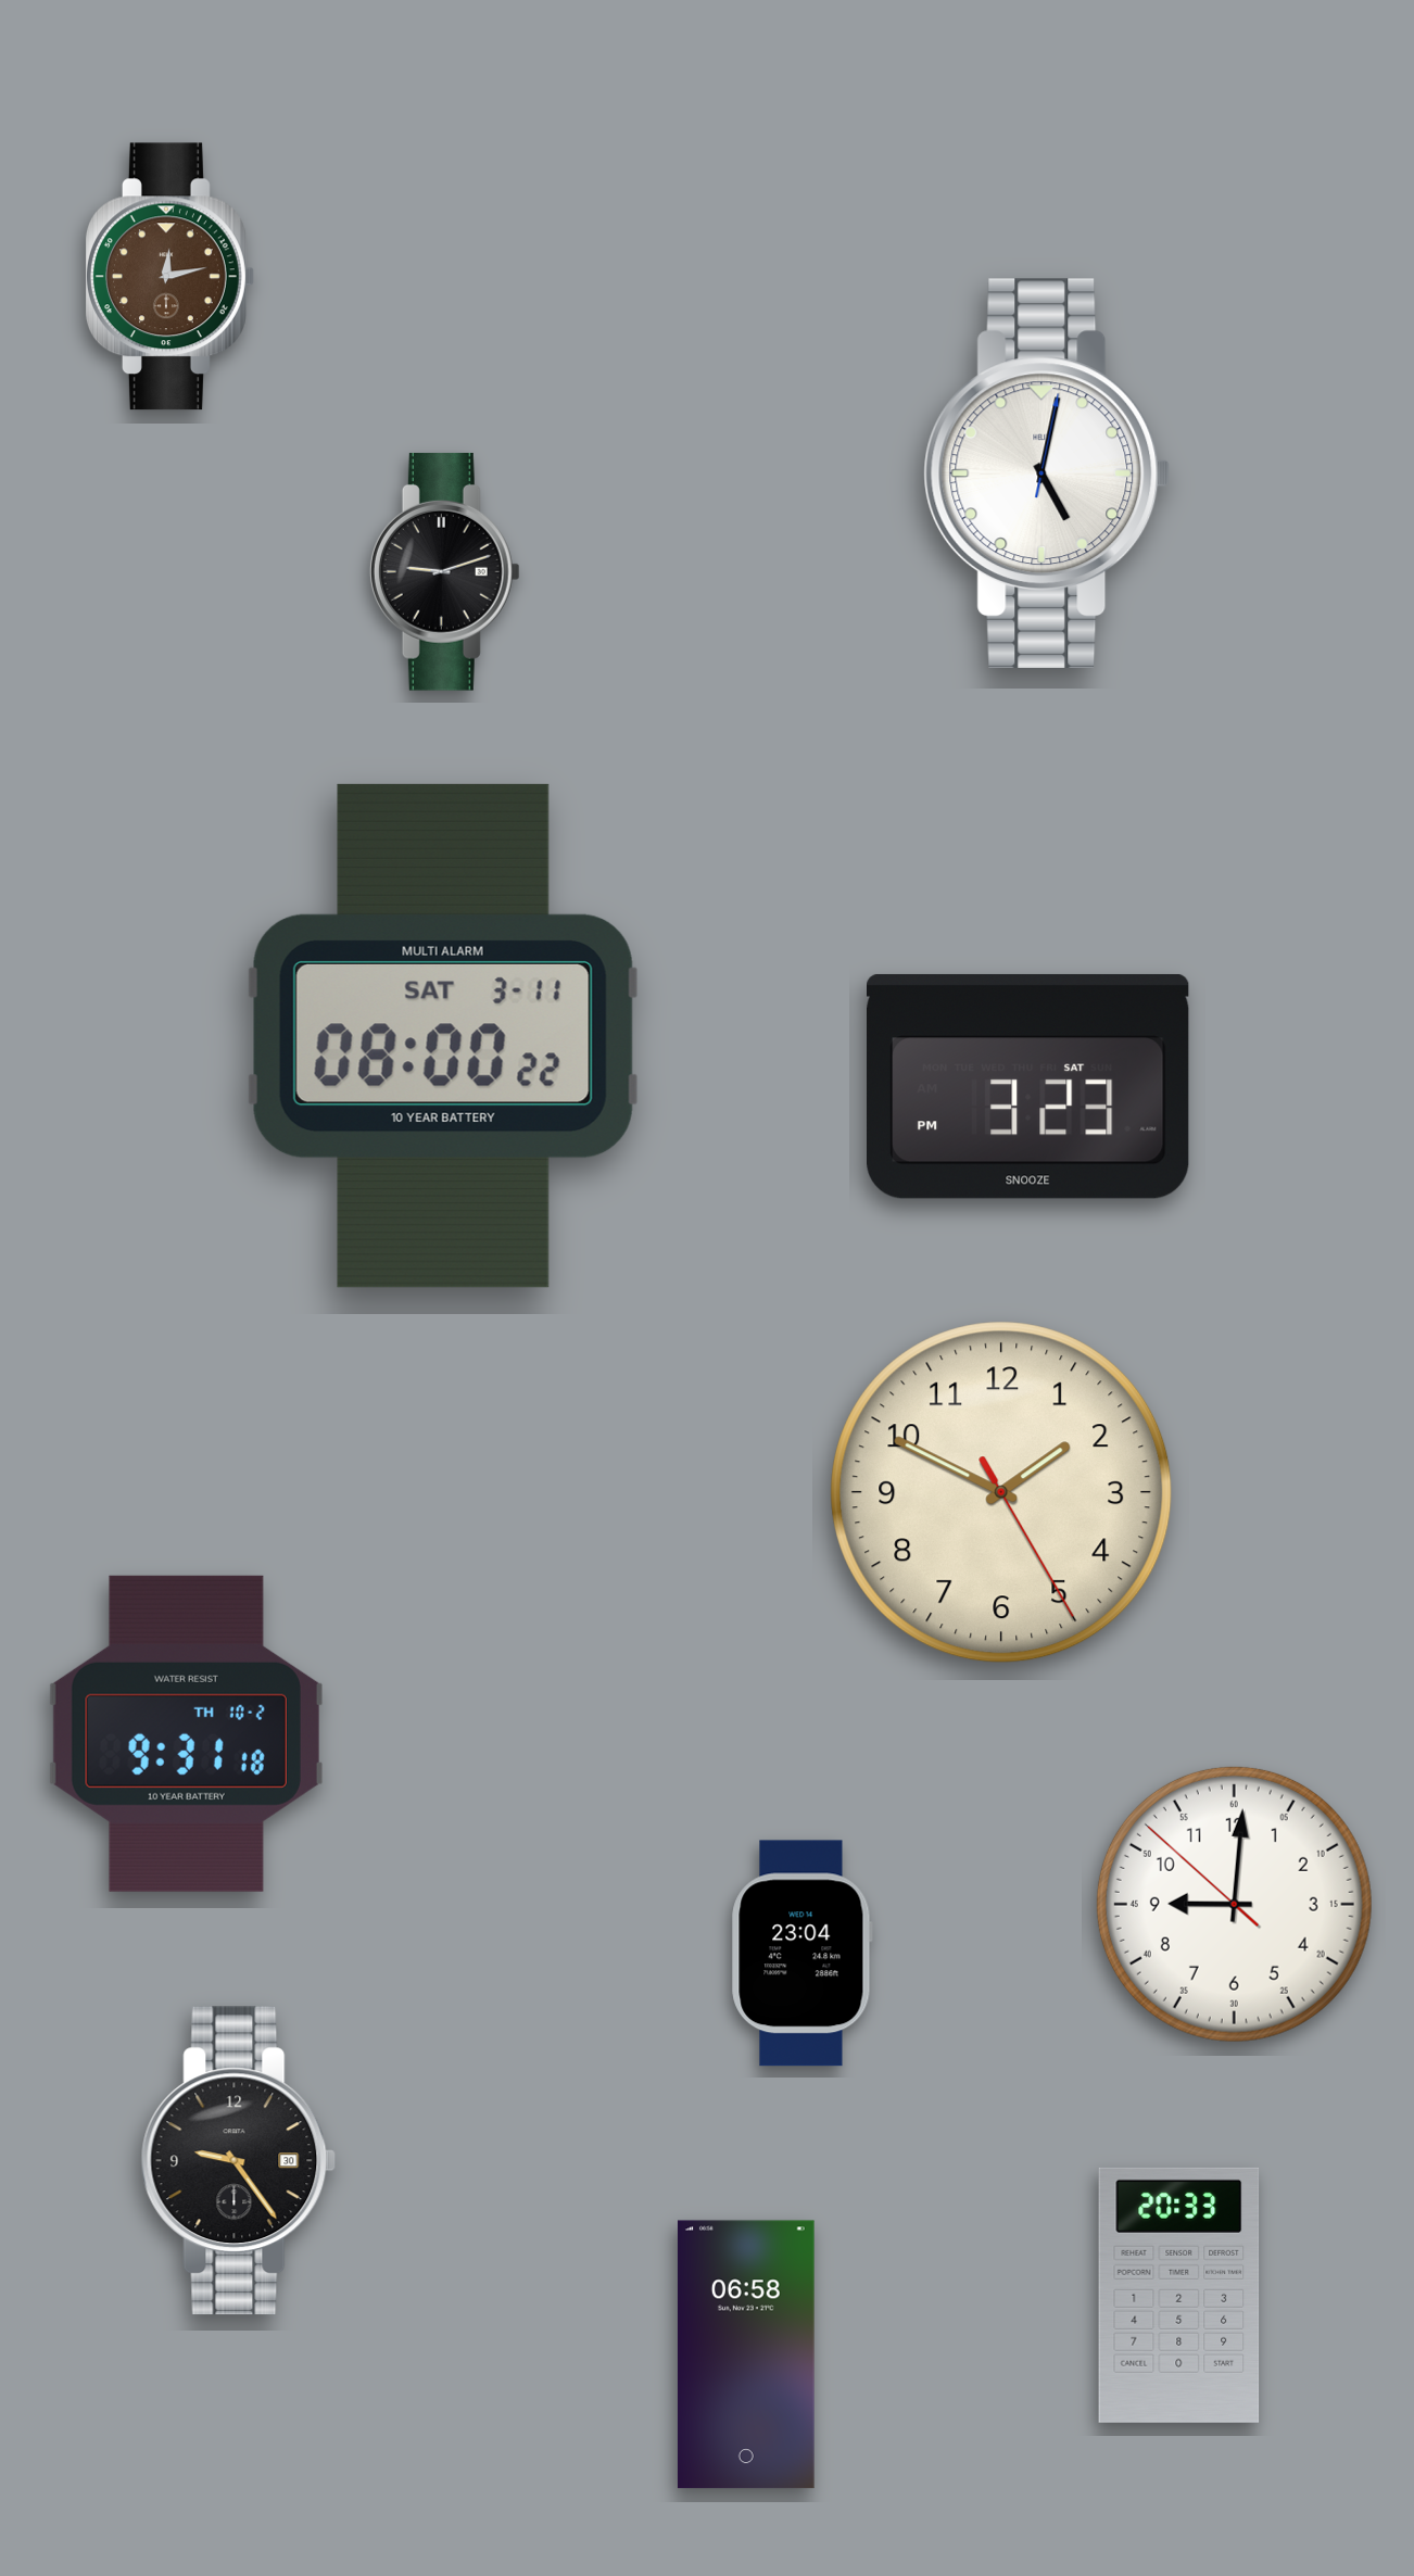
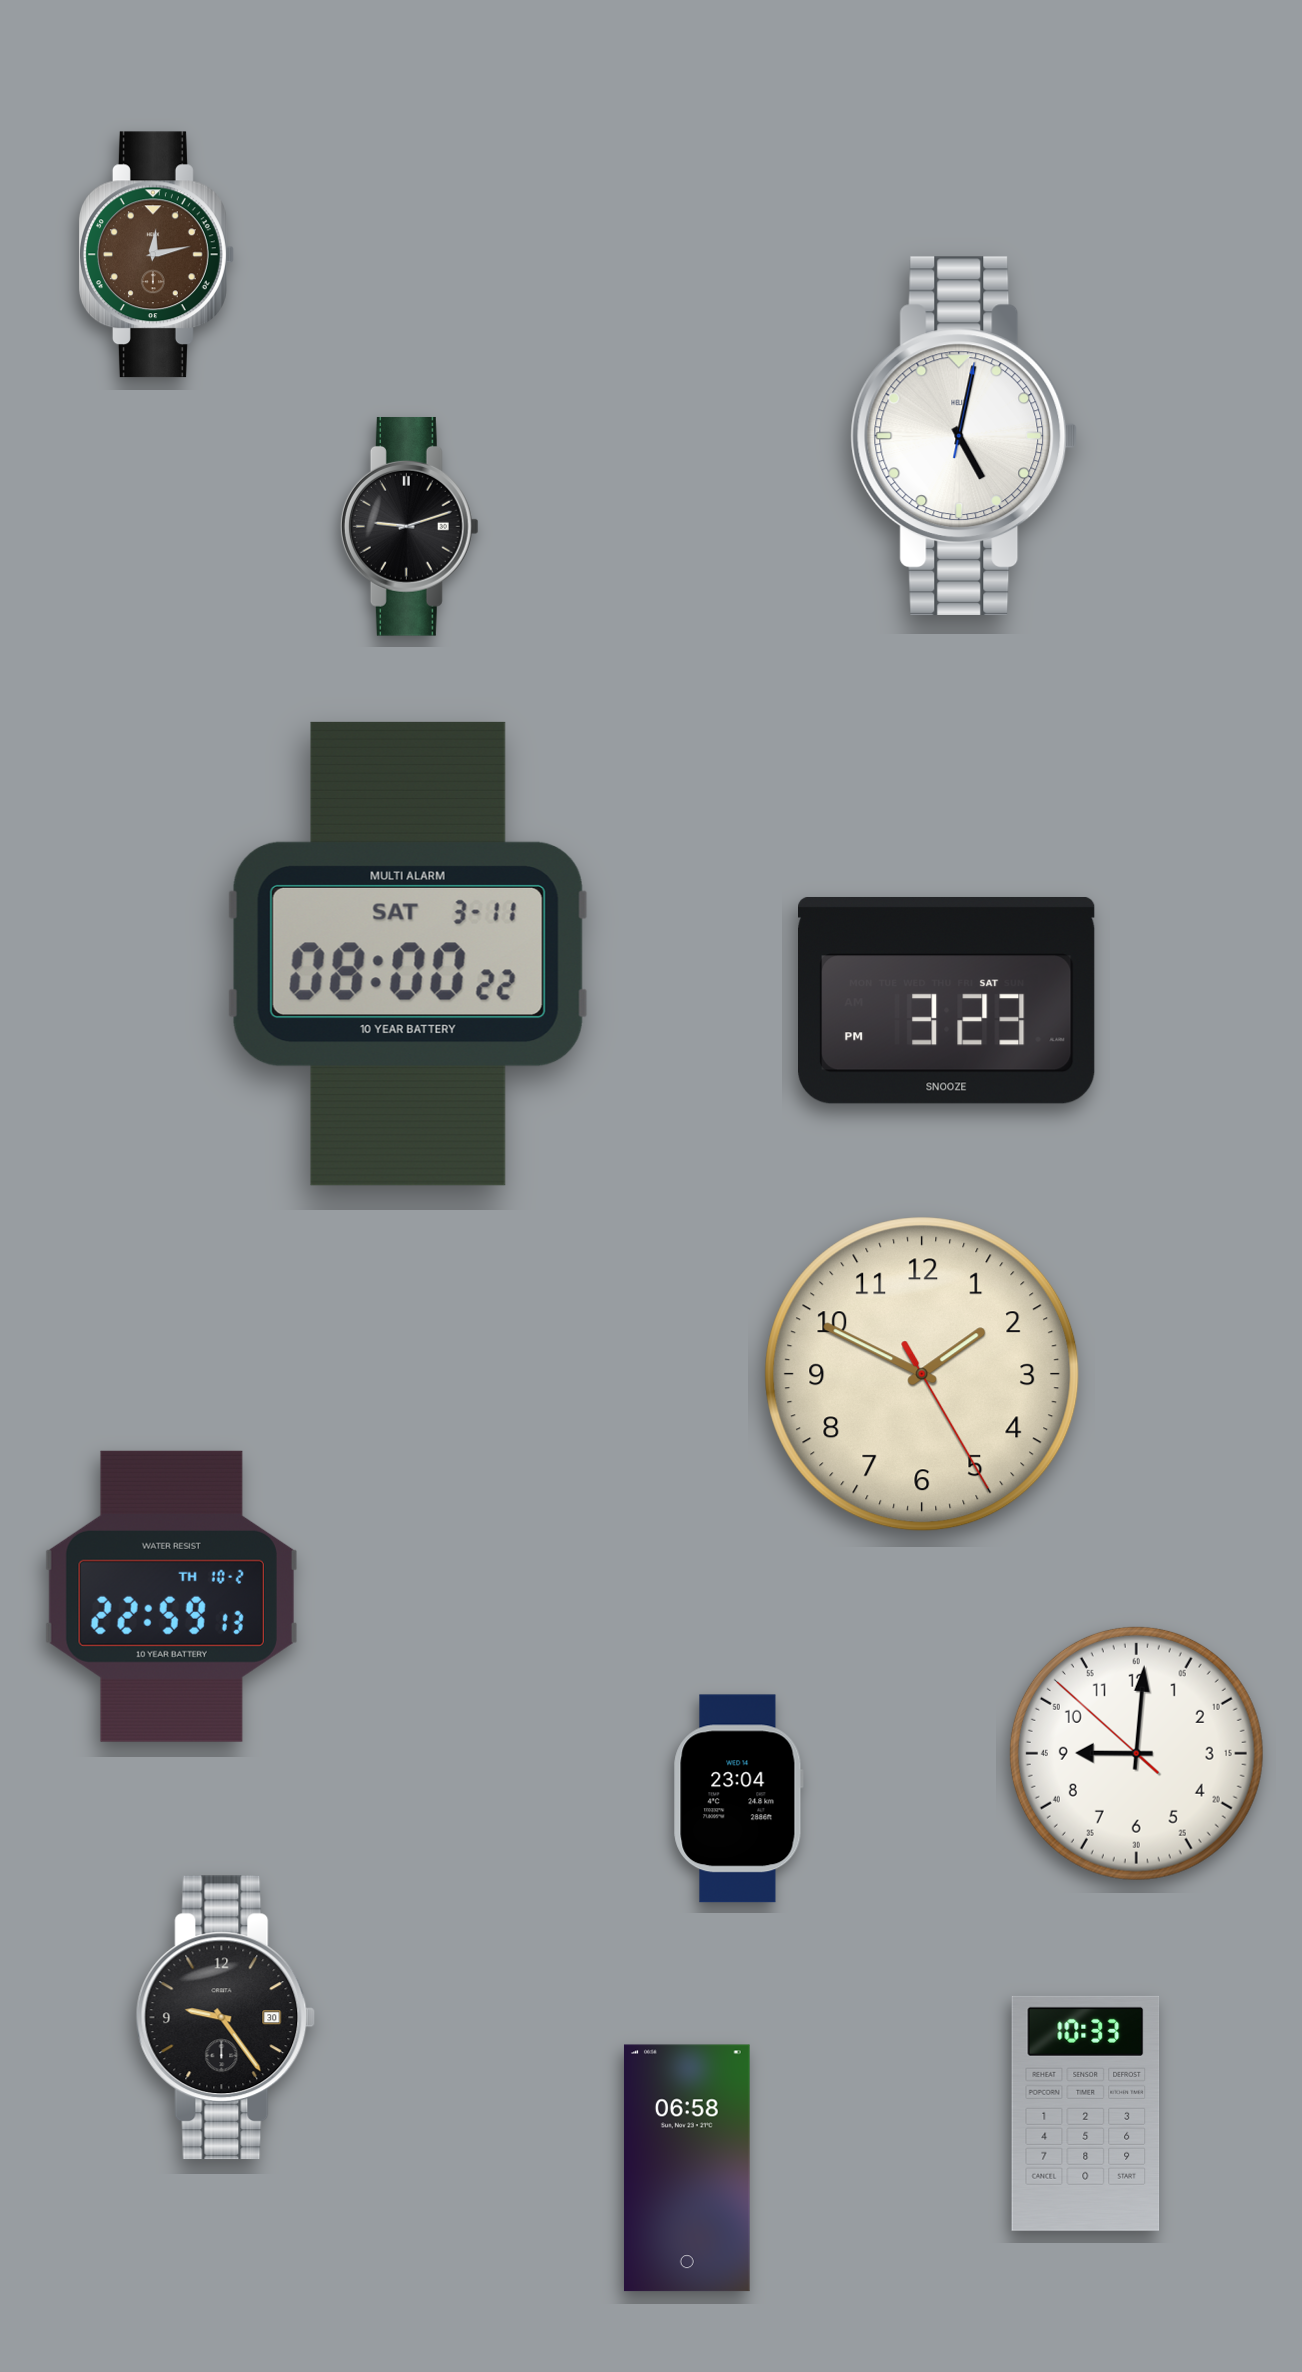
clock at (186, 1733): 9:31 -> 22:59
clock at (239, 2161) position: (239, 2161) -> (226, 2018)
clock at (1179, 2295): 20:33 -> 10:33
